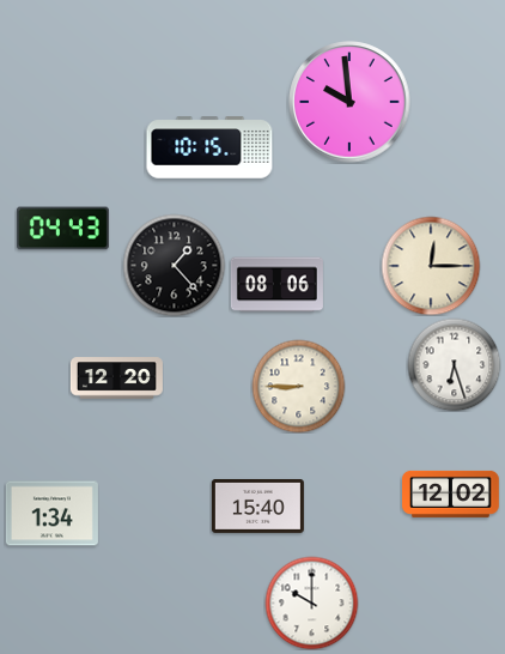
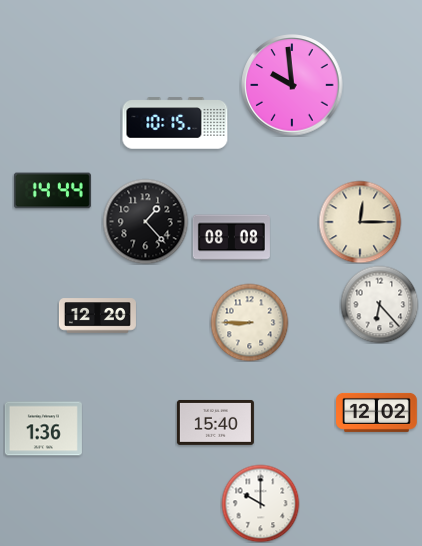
clock at (62, 229): 04:43 -> 14:44
clock at (276, 285): 08:06 -> 08:08
clock at (454, 364): 6:27 -> 6:23
clock at (51, 514): 1:34 -> 1:36
